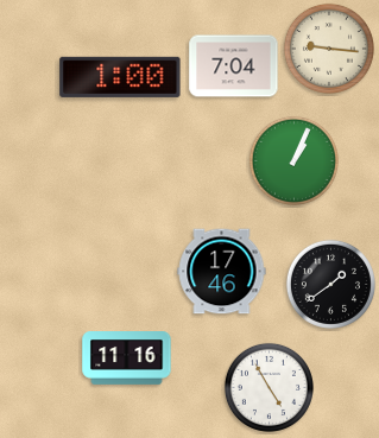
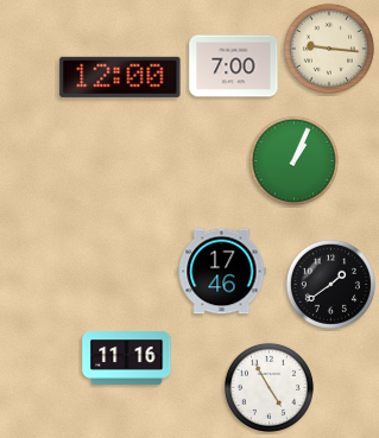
clock at (234, 66): 7:04 -> 7:00
clock at (120, 77): 1:00 -> 12:00
